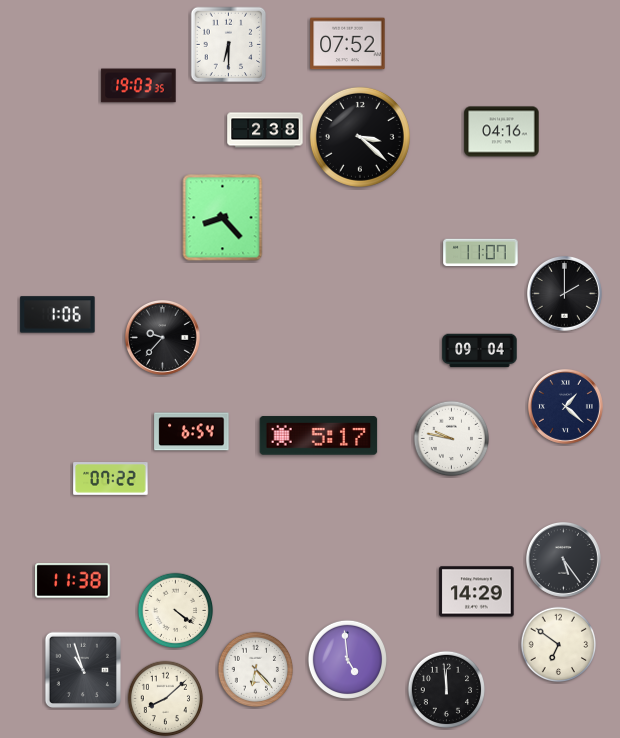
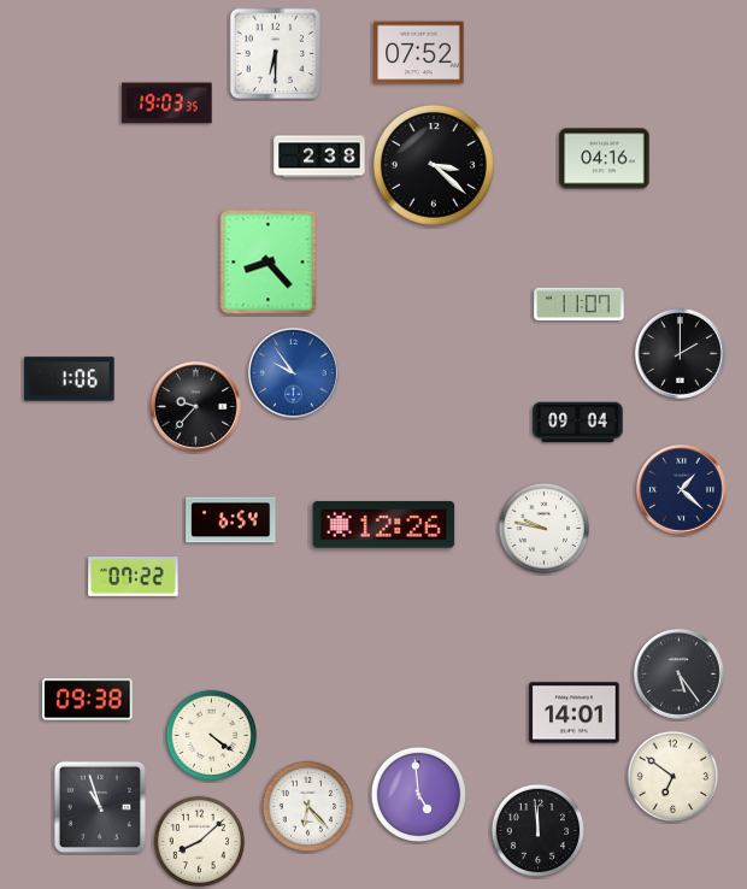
clock at (293, 372): none -> 9:54
clock at (319, 436): 5:17 -> 12:26
clock at (73, 581): 11:38 -> 09:38
clock at (477, 592): 14:29 -> 14:01
